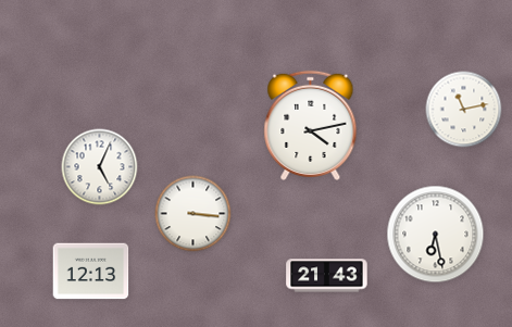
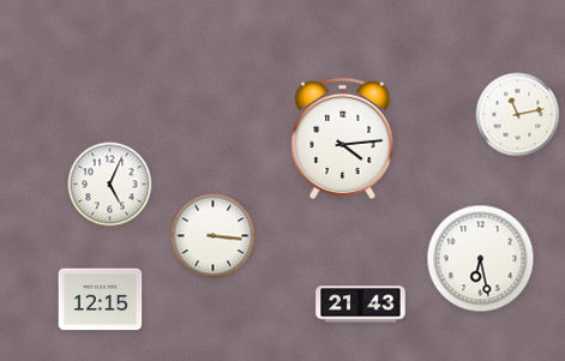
clock at (464, 110) position: (464, 110) -> (518, 115)
clock at (311, 125): 4:13 -> 4:14
clock at (91, 272): 12:13 -> 12:15
